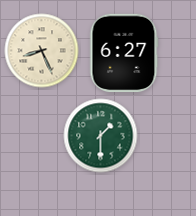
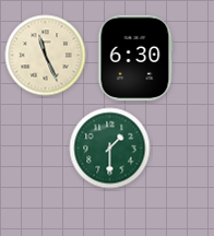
clock at (42, 51): 8:26 -> 11:26
clock at (124, 53): 6:27 -> 6:30
